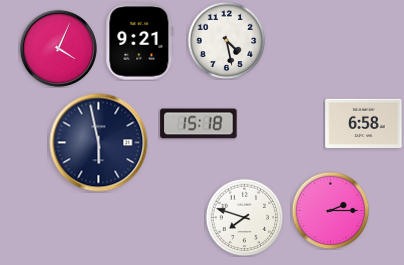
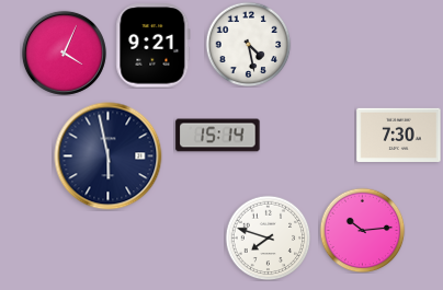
clock at (199, 124): 15:18 -> 15:14
clock at (364, 124): 6:58 -> 7:30
clock at (330, 210): 2:15 -> 10:14
